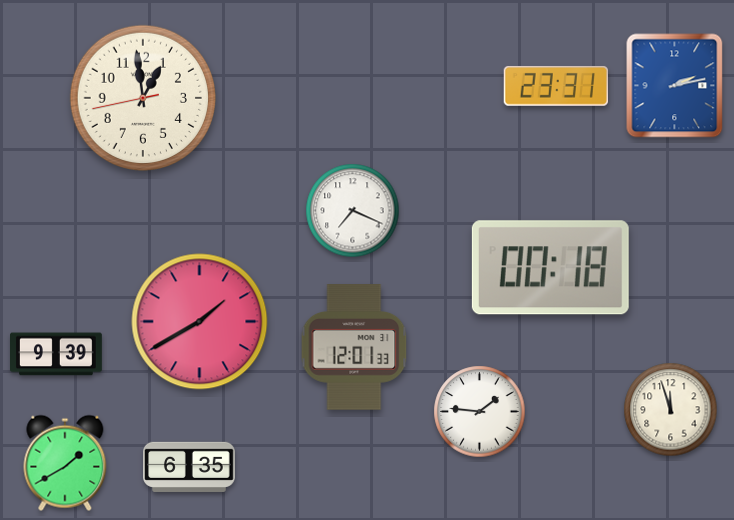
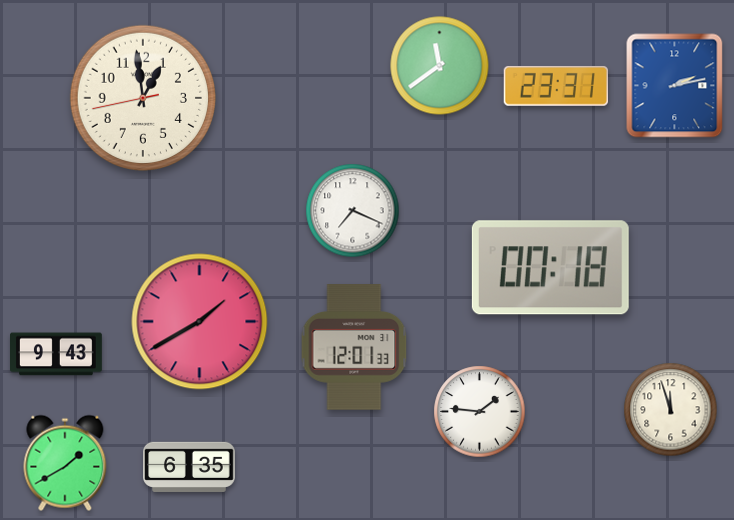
clock at (440, 66): none -> 11:39
clock at (57, 354): 9:39 -> 9:43
